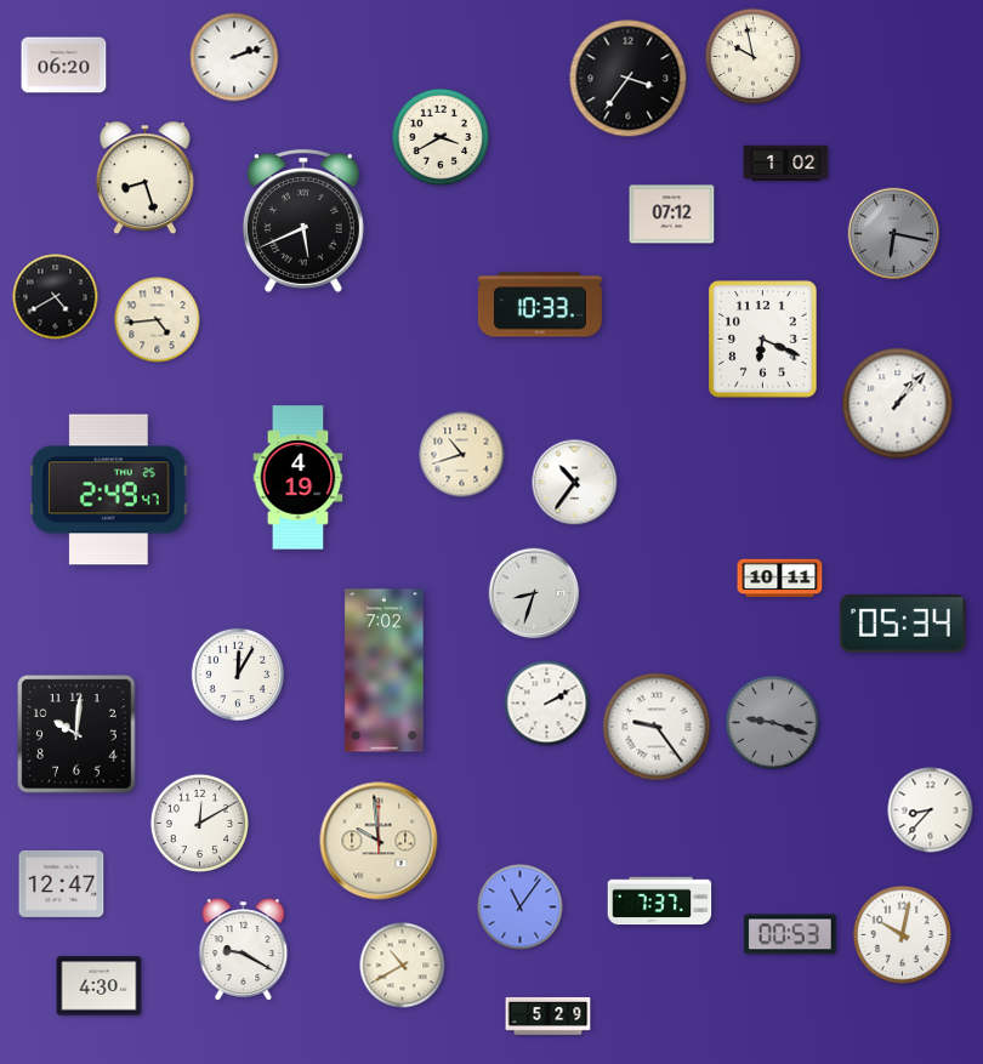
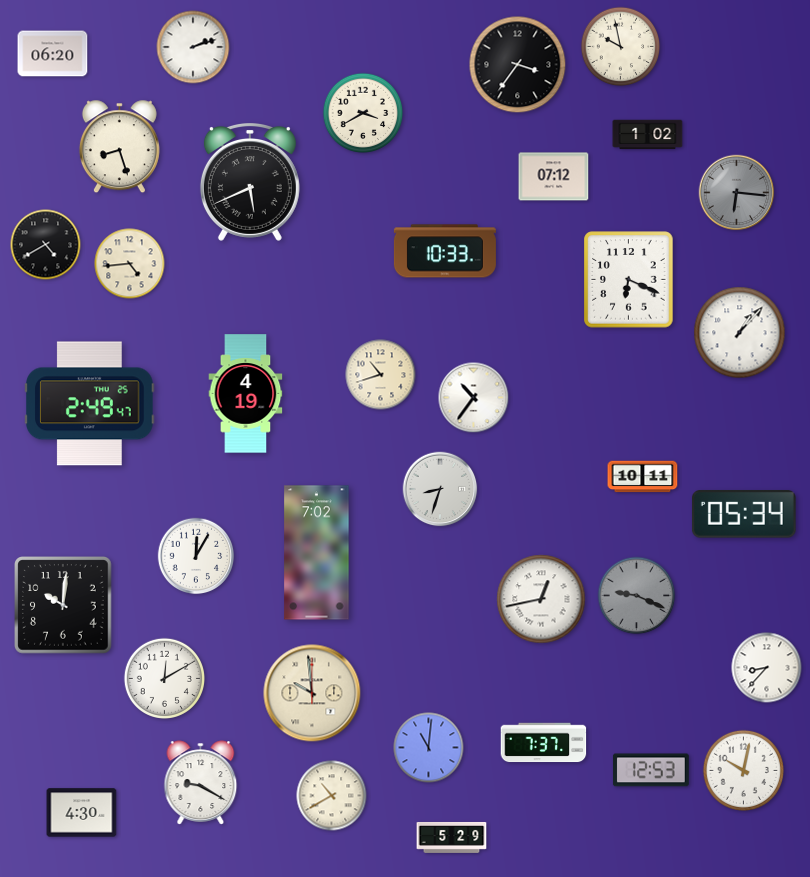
clock at (894, 234): 6:17 -> 6:16
clock at (547, 704): 2:10 -> none
clock at (773, 723): 9:18 -> 9:19
clock at (657, 727): 9:24 -> 12:43
clock at (62, 883): 12:47 -> none
clock at (521, 907): 11:06 -> 11:01
clock at (790, 934): 00:53 -> 12:53
